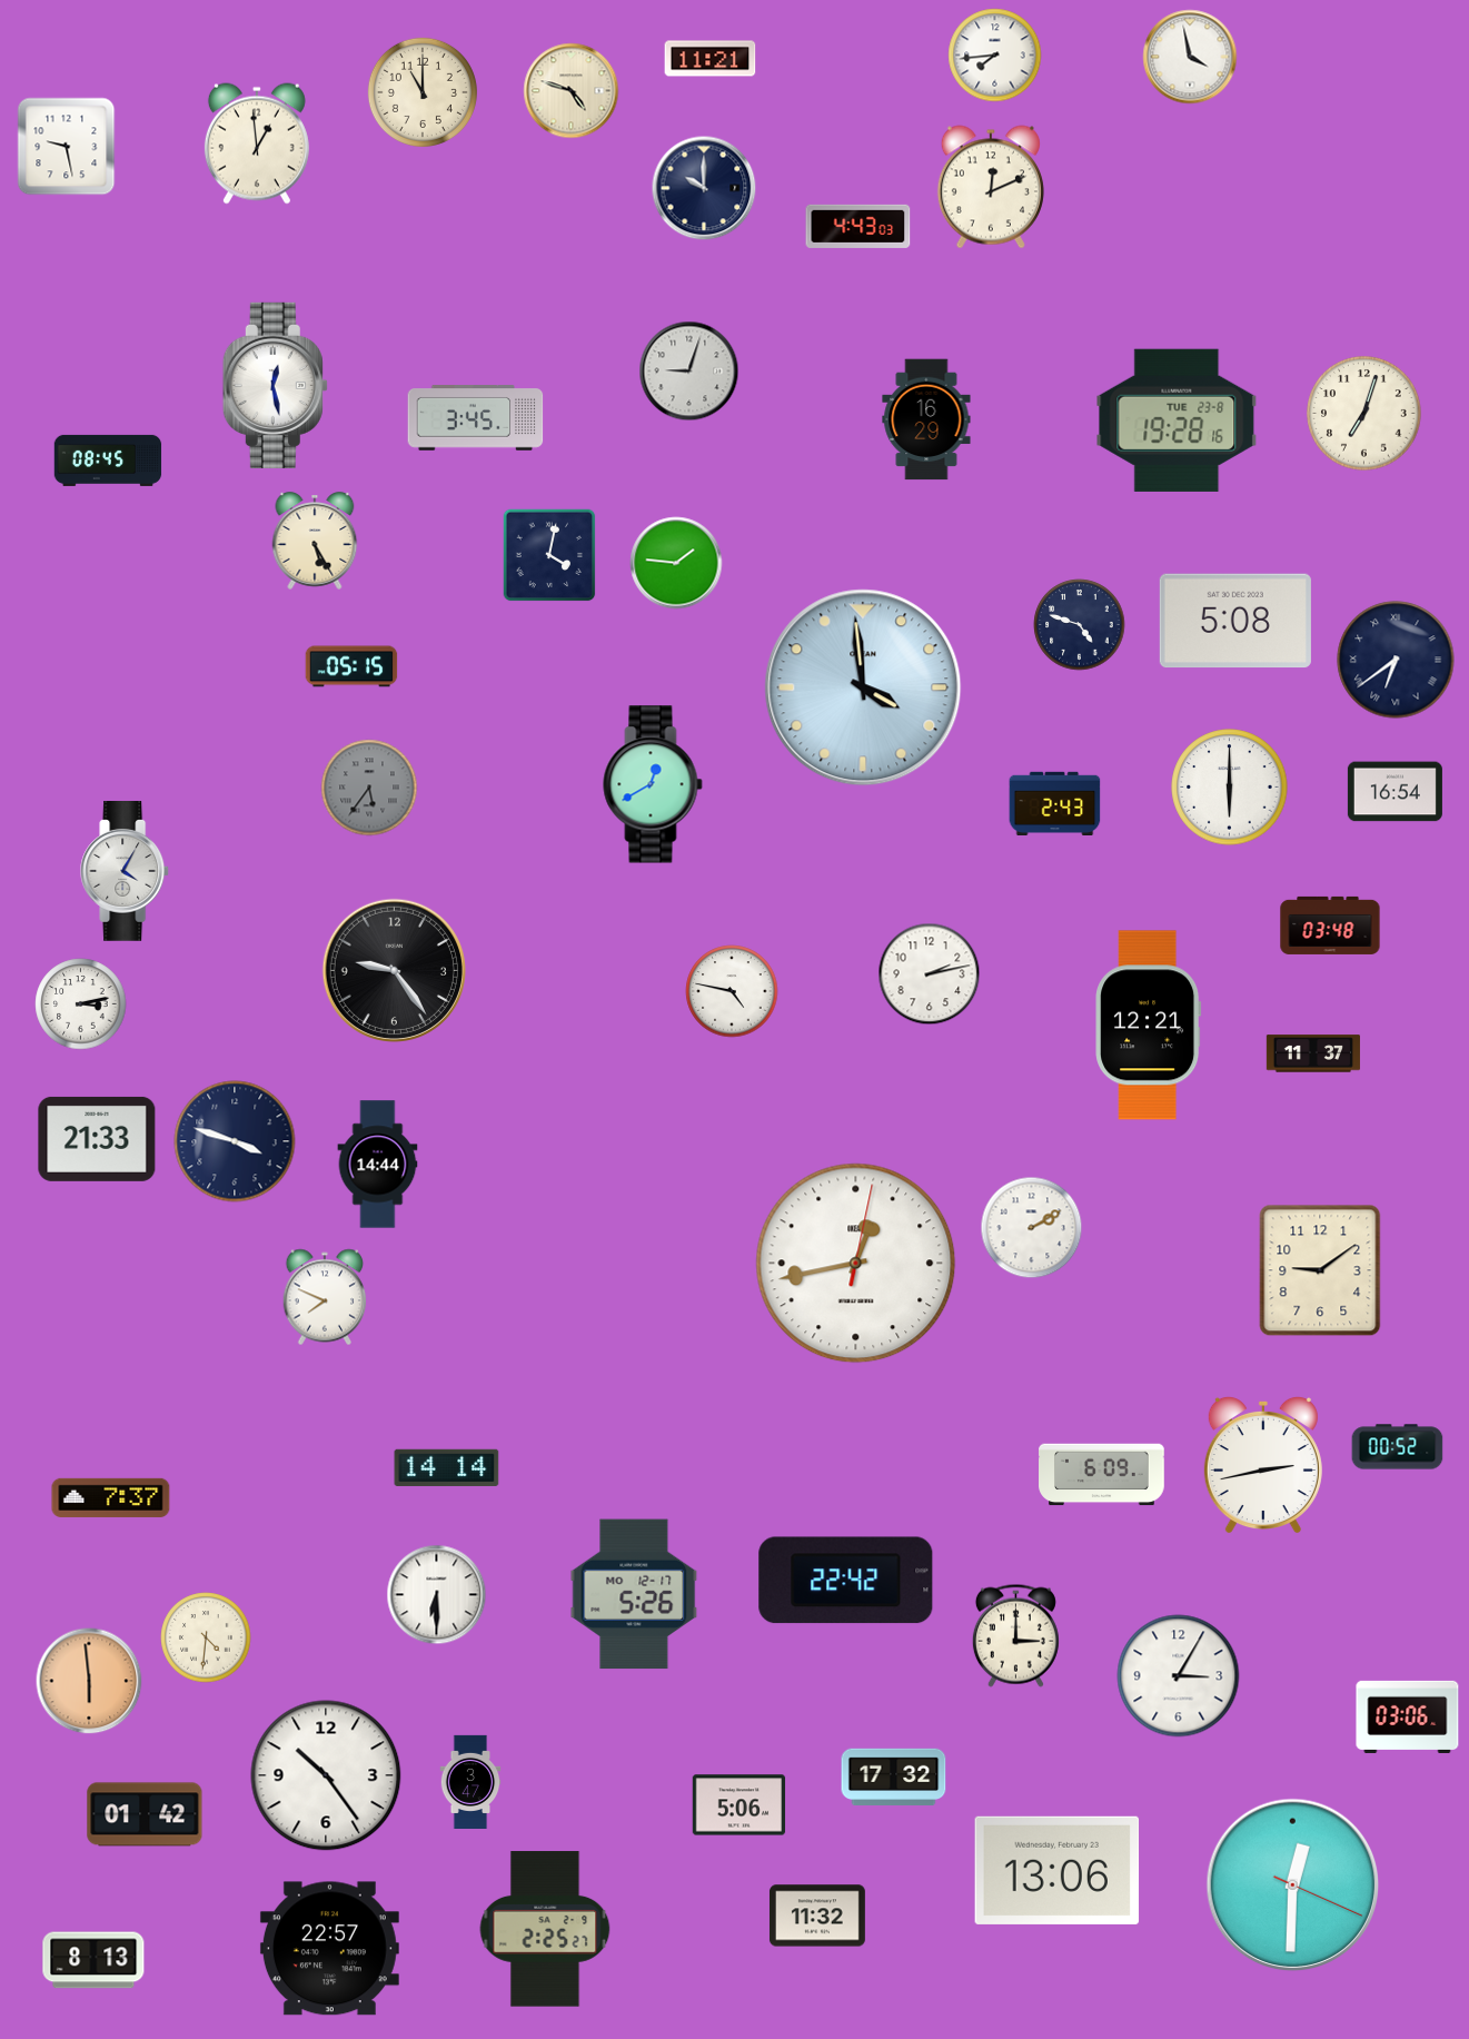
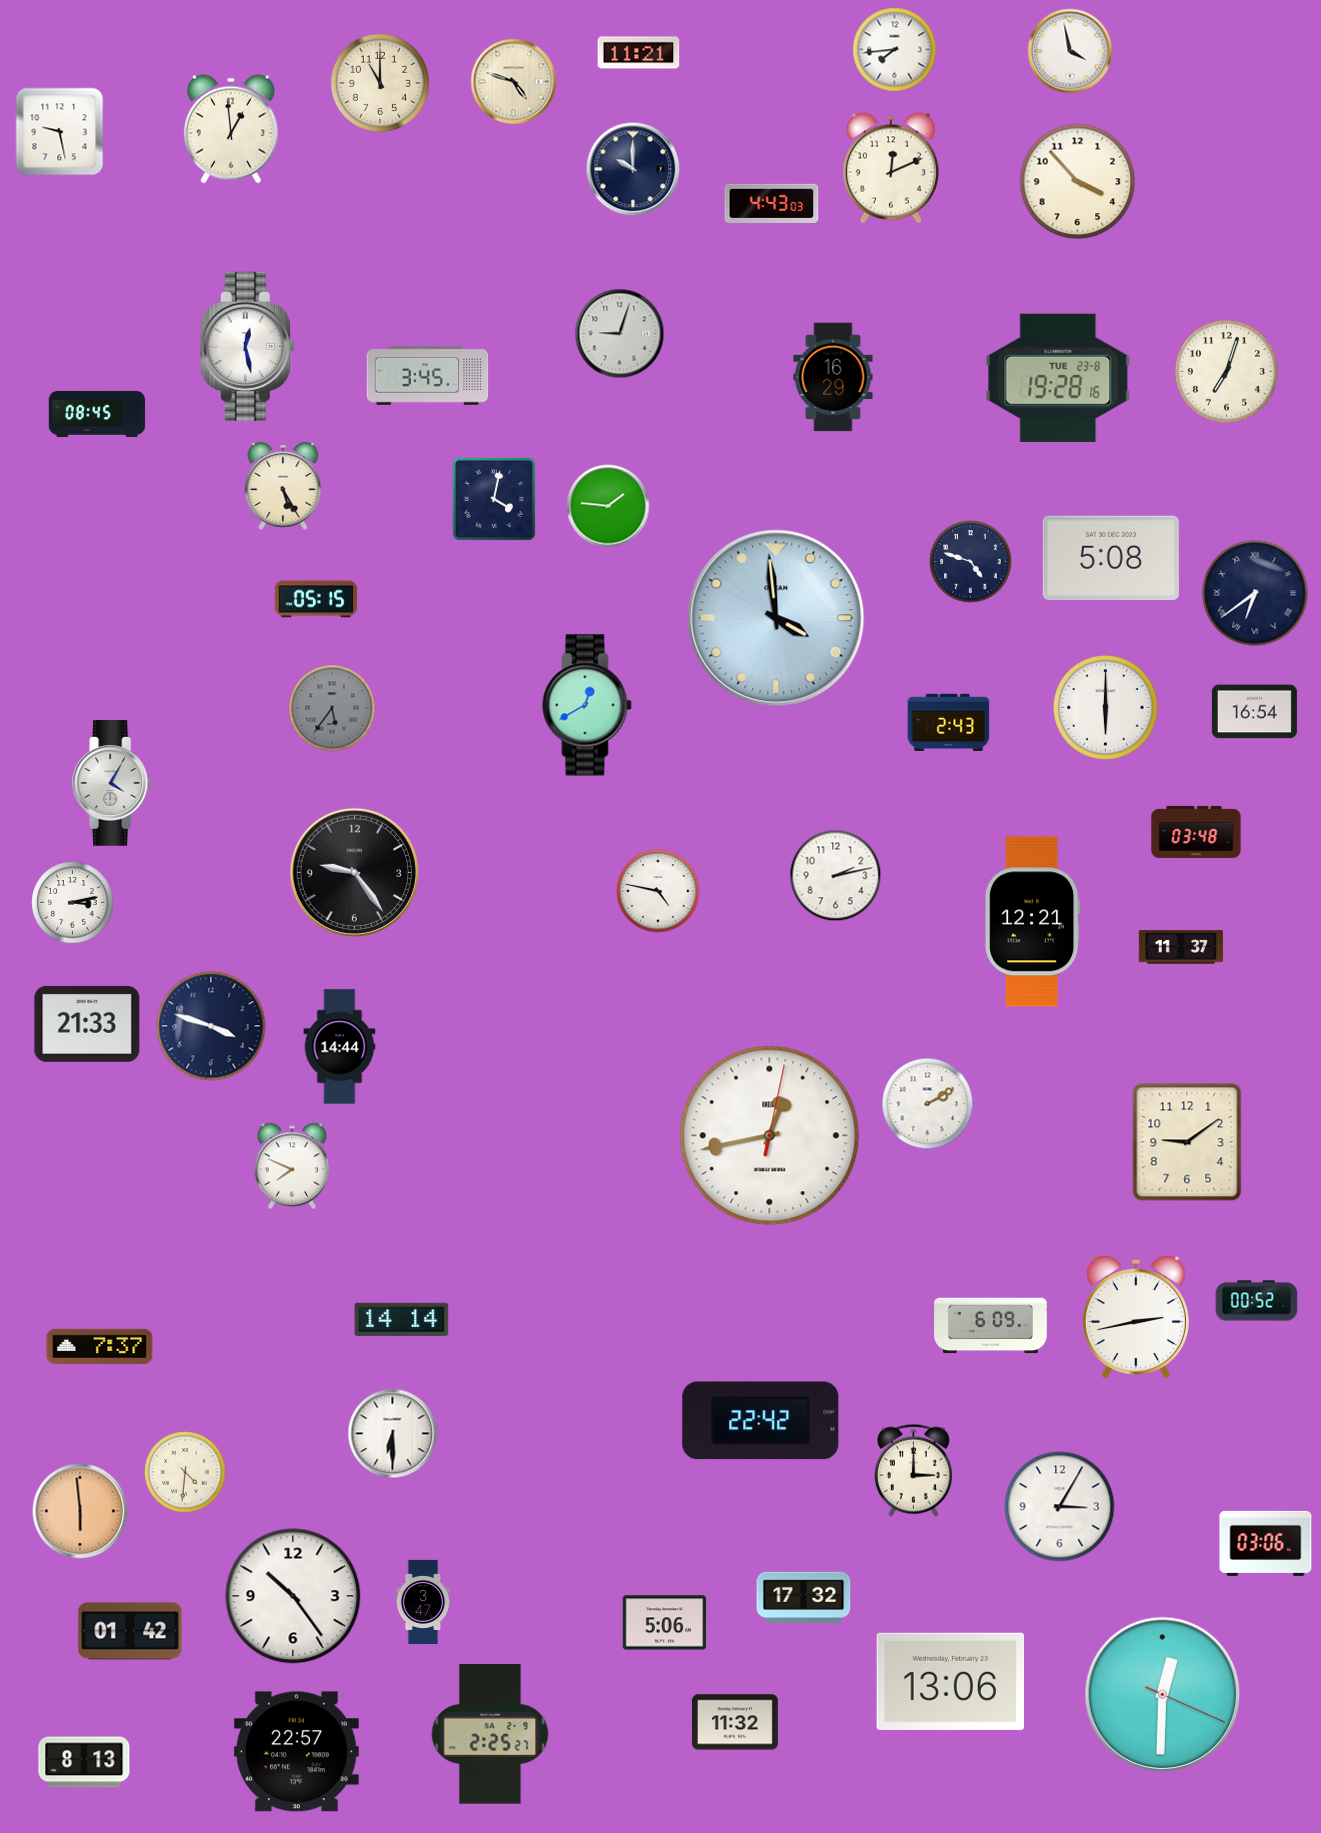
clock at (1078, 182): none -> 3:53
clock at (634, 1594): 5:26 -> none
